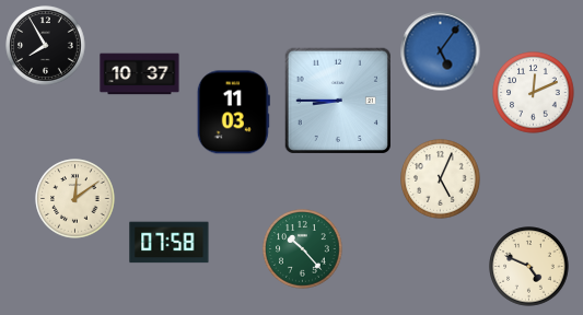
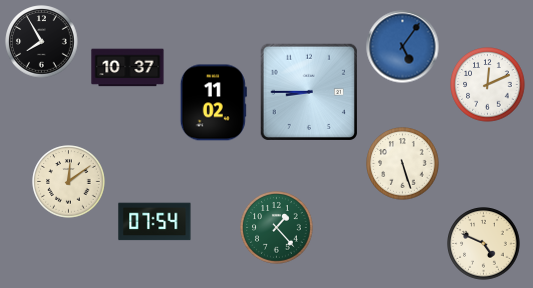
clock at (233, 113): 11:03 -> 11:02
clock at (441, 179): 5:04 -> 5:27
clock at (170, 243): 07:58 -> 07:54
clock at (303, 249): 10:23 -> 1:23
